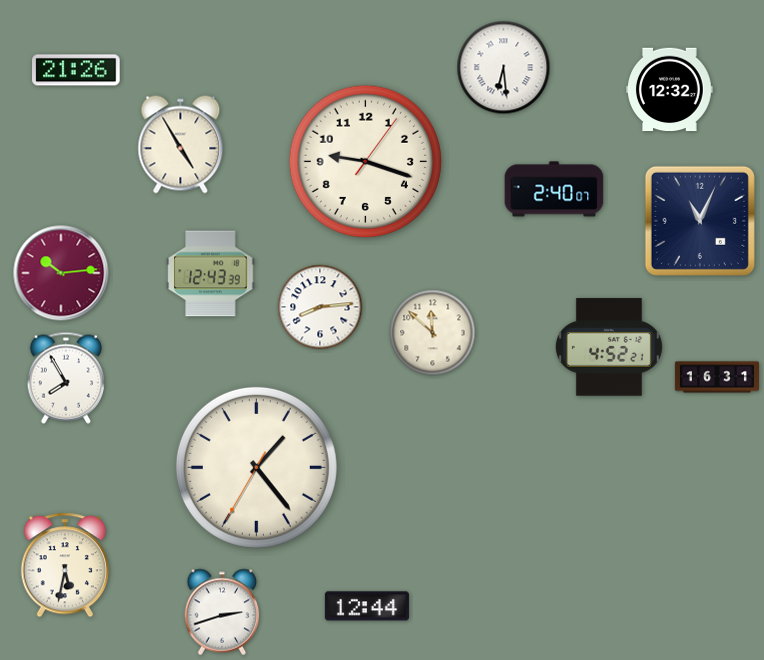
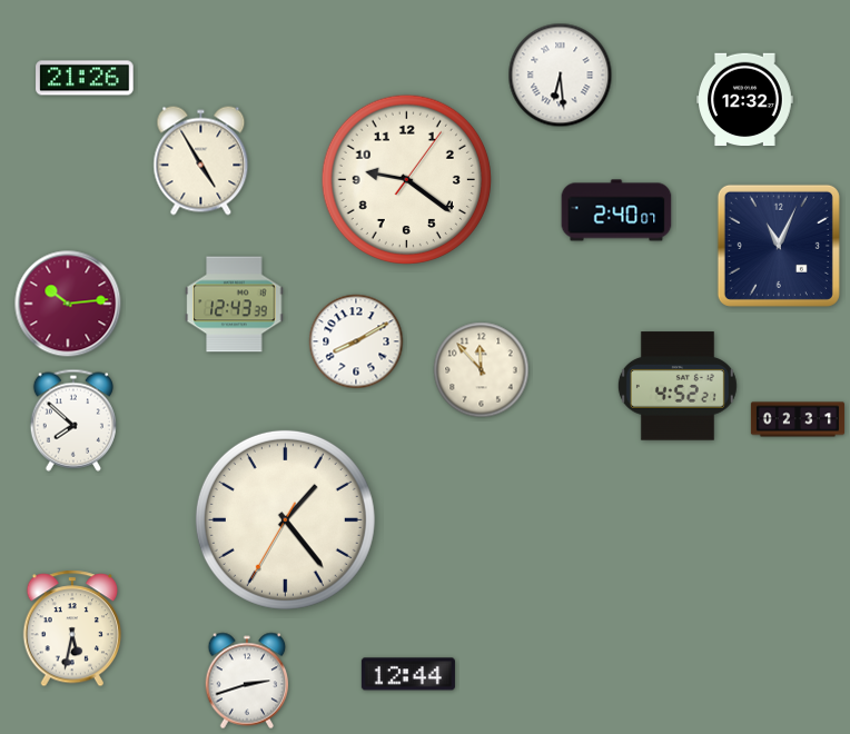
clock at (365, 161): 9:18 -> 9:21
clock at (320, 307): 8:14 -> 8:10
clock at (433, 333): 11:52 -> 11:53
clock at (717, 377): 16:31 -> 02:31
clock at (66, 378): 7:55 -> 7:52
